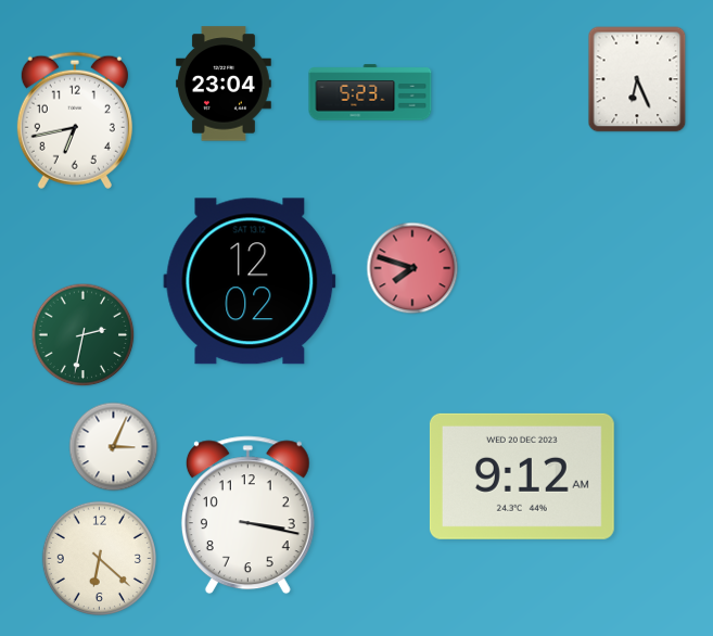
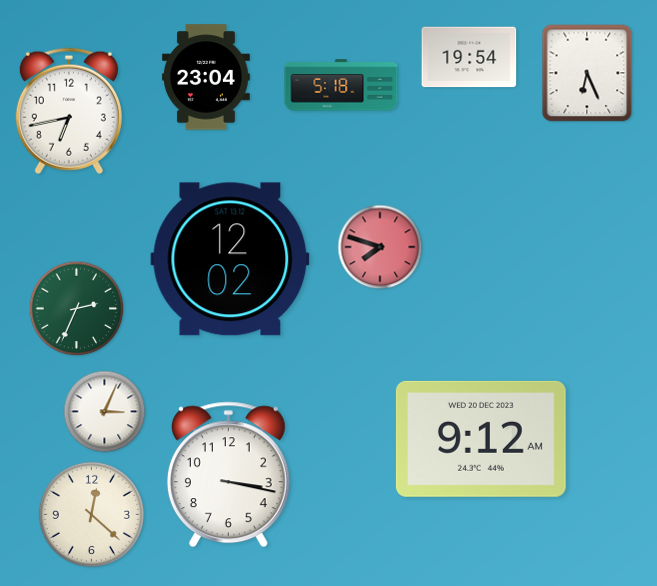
clock at (469, 57): none -> 19:54
clock at (370, 92): 5:23 -> 5:18
clock at (84, 335): 2:32 -> 2:34
clock at (99, 558): 6:22 -> 12:22
